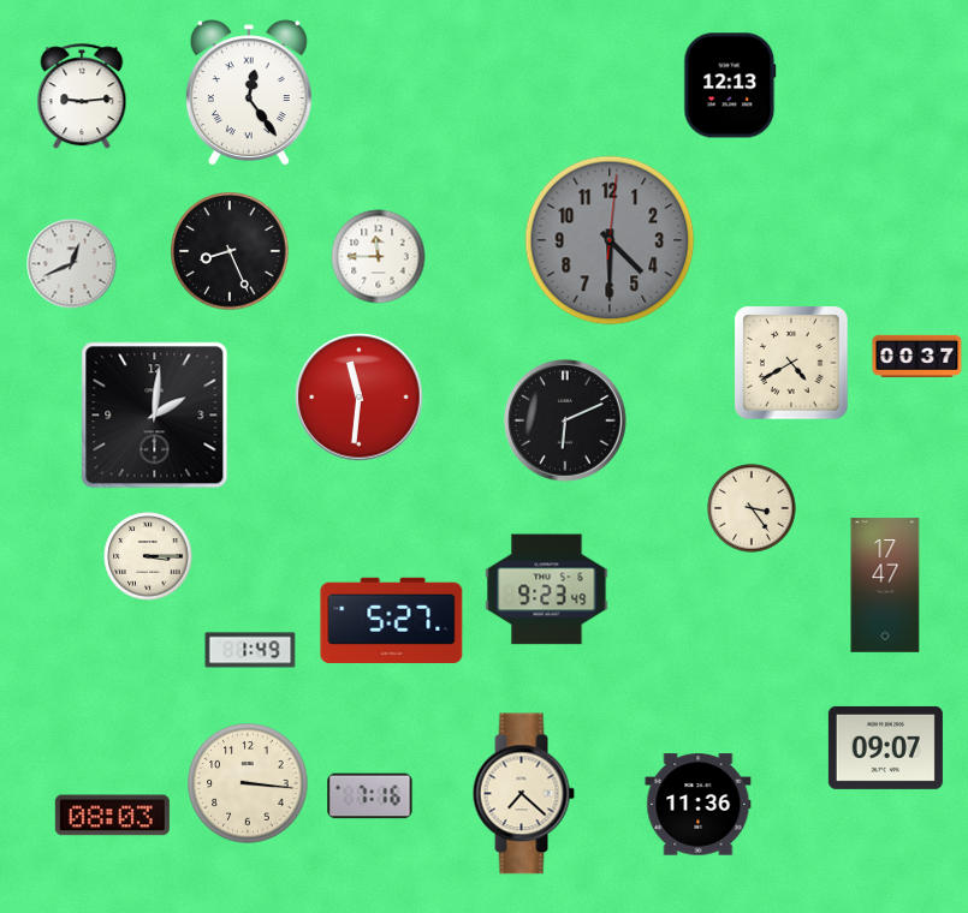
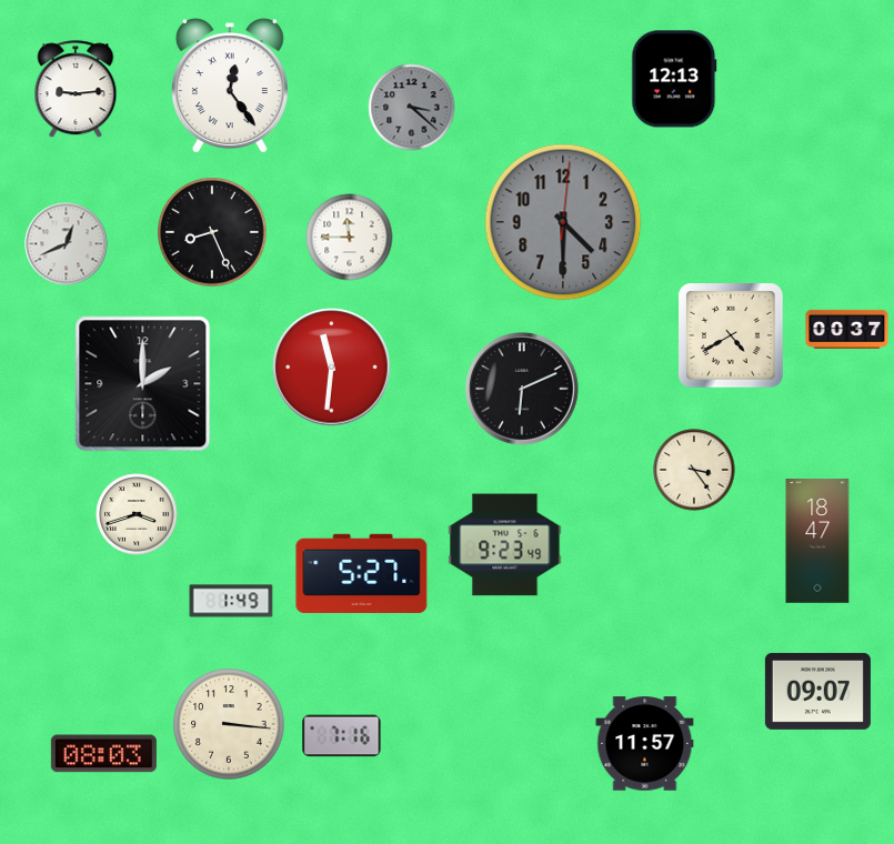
clock at (412, 108): none -> 3:22
clock at (155, 416): 2:01 -> 2:00
clock at (148, 556): 3:15 -> 3:42
clock at (885, 585): 17:47 -> 18:47
clock at (523, 794): 7:22 -> none
clock at (699, 805): 11:36 -> 11:57
